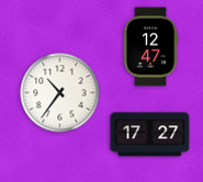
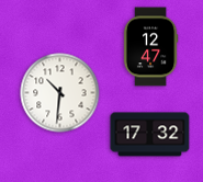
clock at (60, 93): 10:36 -> 10:31
clock at (150, 135): 17:27 -> 17:32
